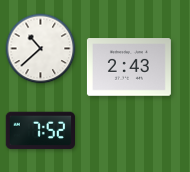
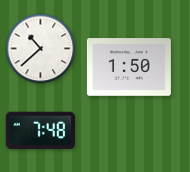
clock at (129, 67): 2:43 -> 1:50
clock at (40, 131): 7:52 -> 7:48
